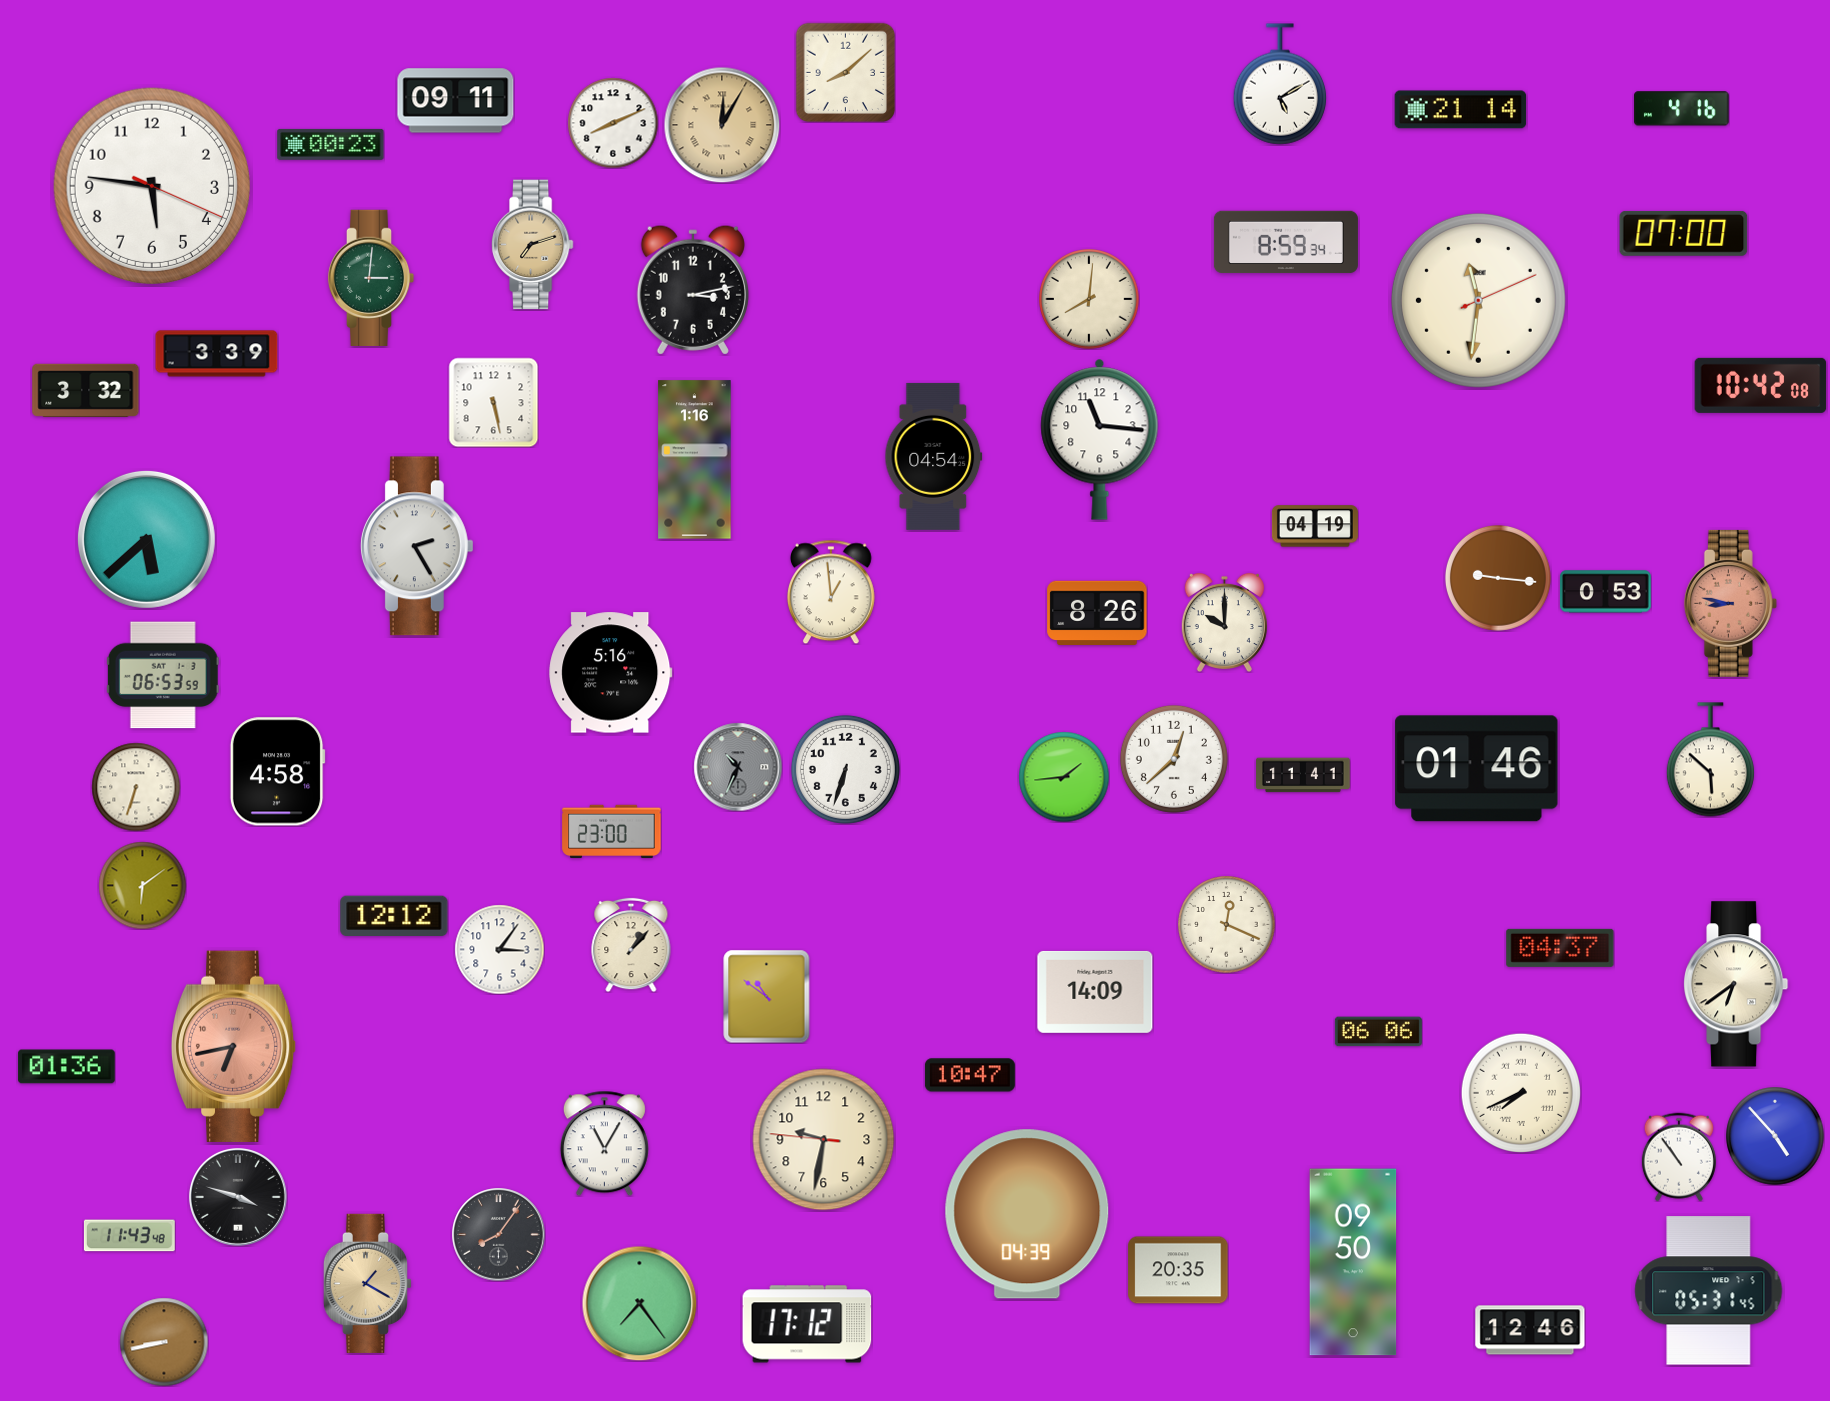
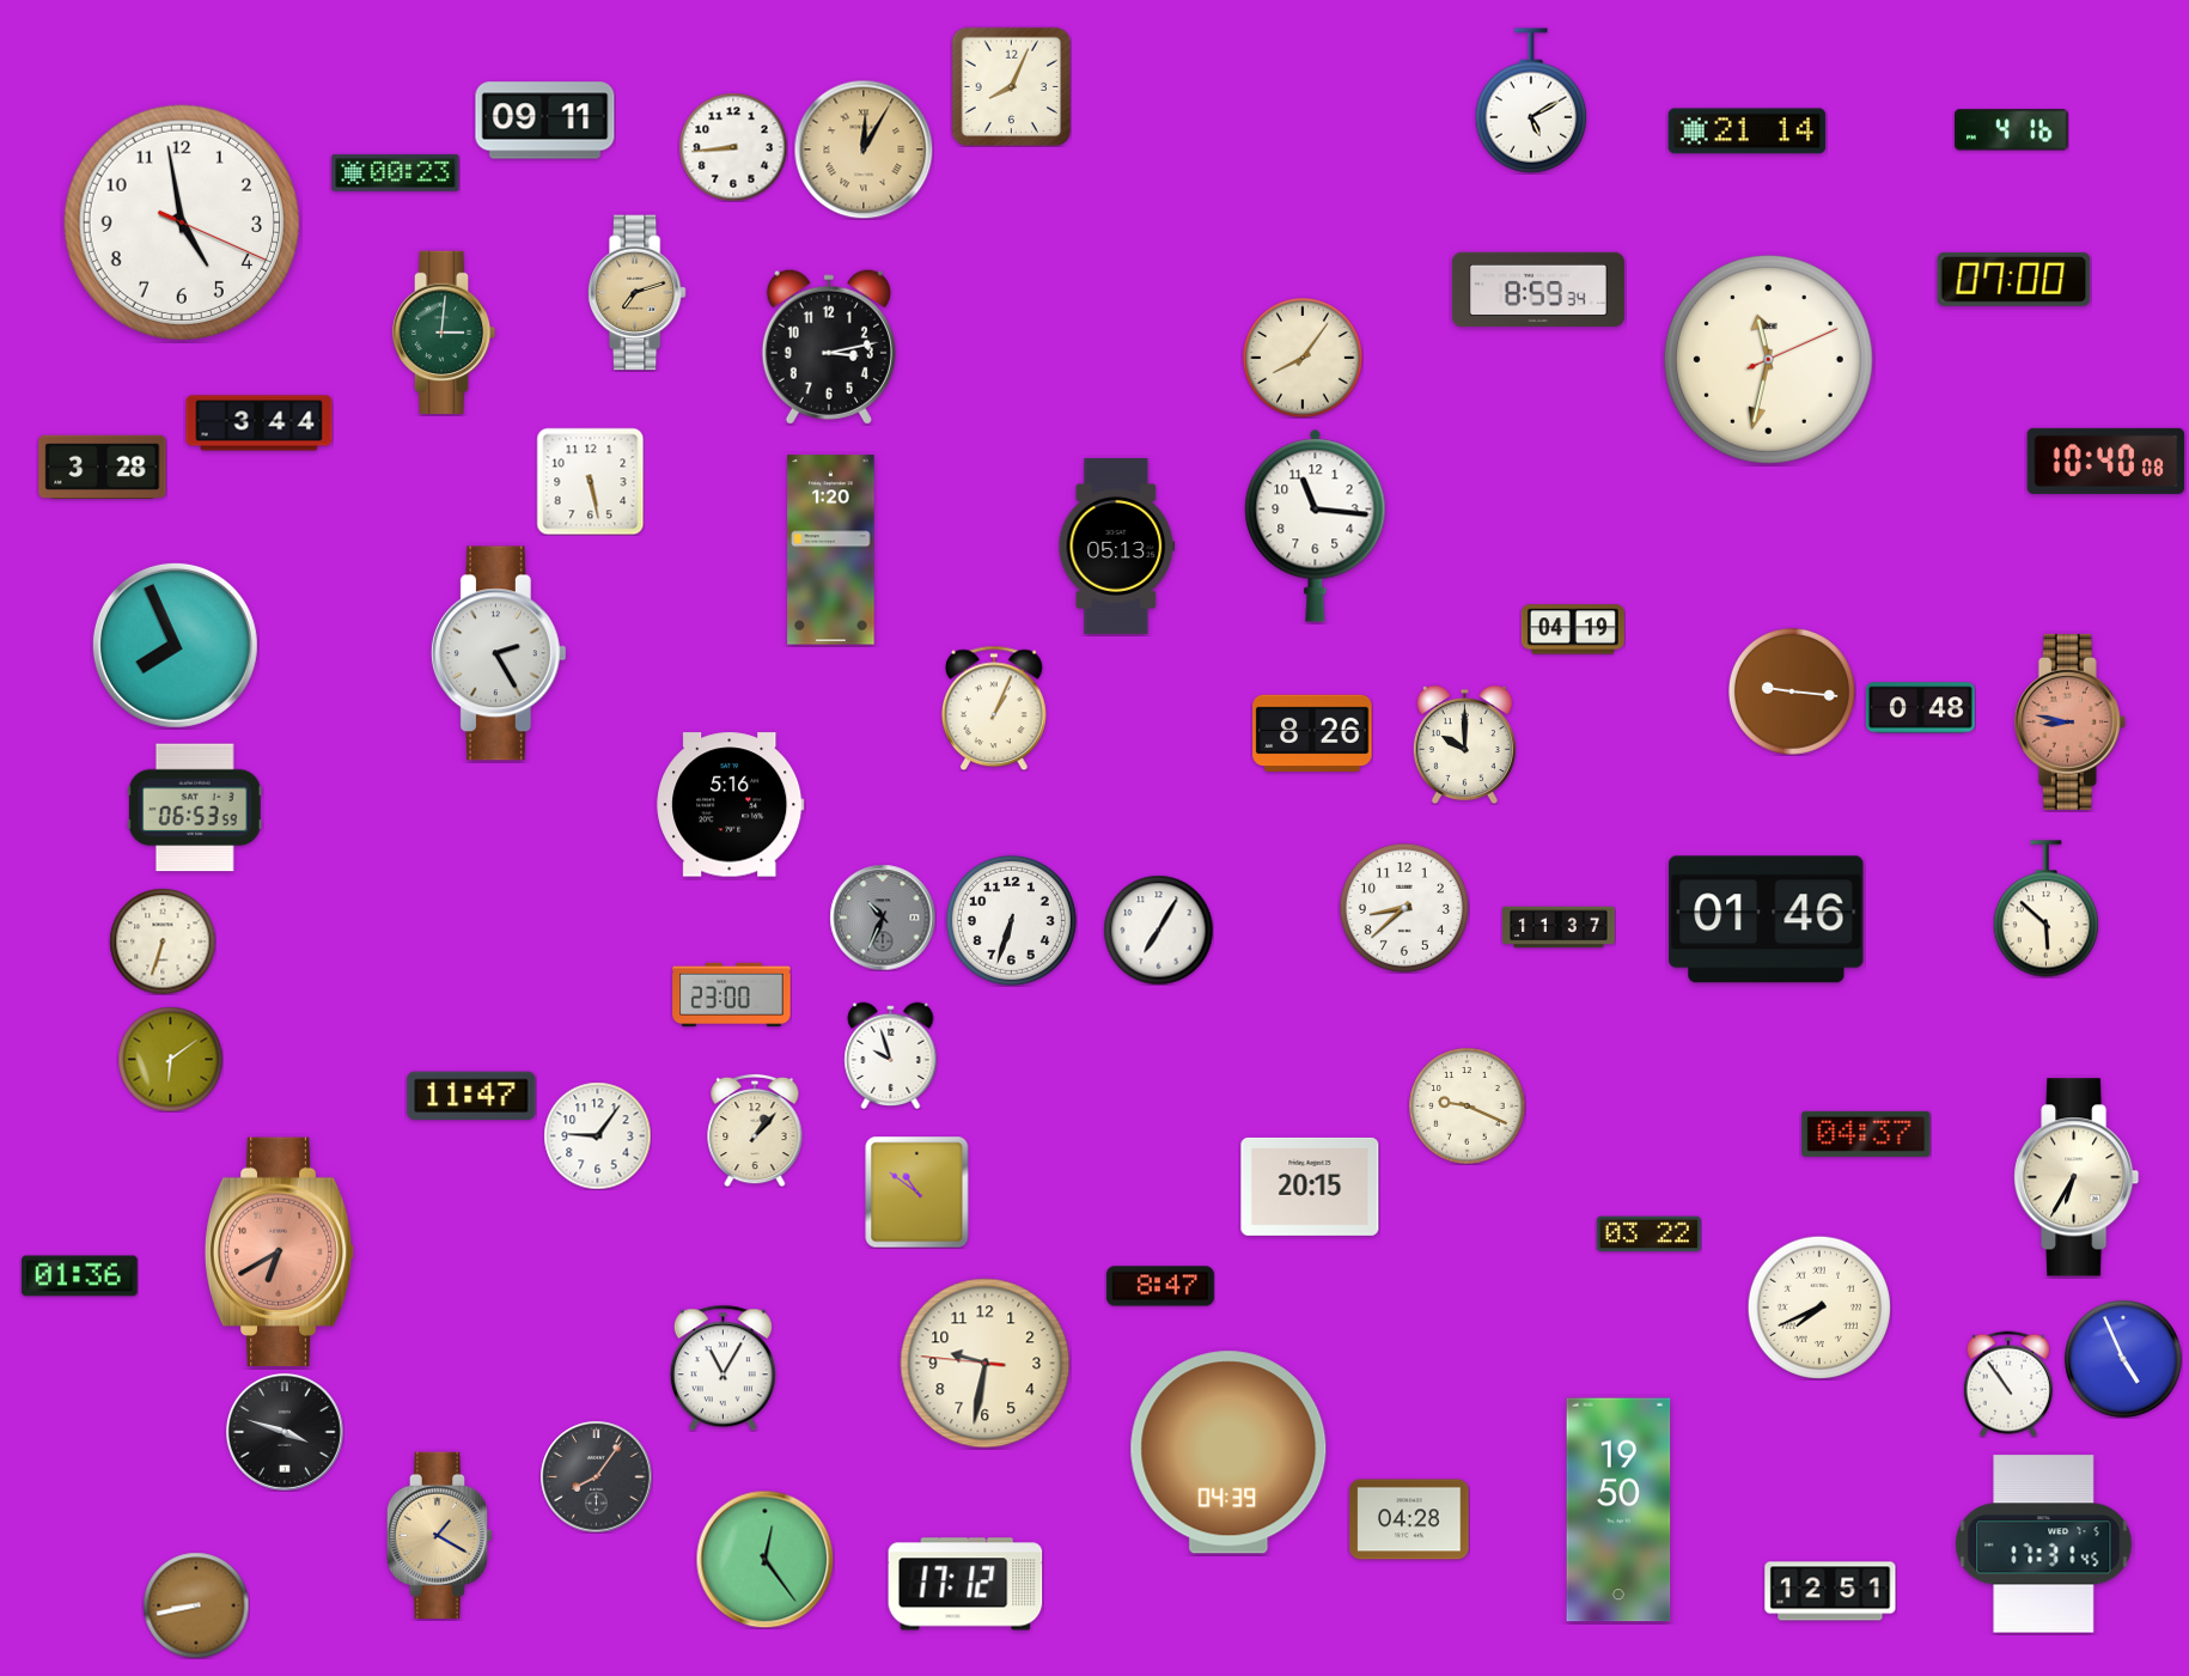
clock at (845, 72): 8:08 -> 8:04
clock at (613, 123): 8:11 -> 8:44
clock at (152, 186): 5:46 -> 4:58
clock at (1089, 299): 8:01 -> 8:06
clock at (1478, 300): 11:31 -> 11:32
clock at (217, 354): 3:39 -> 3:44
clock at (1761, 385): 10:42 -> 10:40
clock at (86, 390): 3:32 -> 3:28
clock at (934, 456): 04:54 -> 05:13
clock at (695, 460): 1:16 -> 1:20
clock at (146, 539): 5:38 -> 7:56
clock at (831, 592): 12:59 -> 1:04
clock at (1605, 592): 0:53 -> 0:48
clock at (1174, 759): 12:38 -> 8:38
clock at (277, 772): 4:58 -> none
clock at (1303, 775): 11:41 -> 11:37
clock at (1158, 930): none -> 7:05
clock at (1064, 777): 1:44 -> none
clock at (891, 1055): none -> 9:57
clock at (394, 915): 12:12 -> 11:47
clock at (1227, 925): 12:19 -> 9:19
clock at (499, 949): 3:06 -> 9:06
clock at (1737, 984): 6:39 -> 6:35
clock at (1095, 992): 14:09 -> 20:15
clock at (1378, 1032): 06:06 -> 03:22
clock at (234, 1046): 6:43 -> 6:40
clock at (970, 1075): 10:47 -> 8:47
clock at (1775, 1136): 4:53 -> 4:56
clock at (129, 1236): 11:43 -> none
clock at (1353, 1262): 09:50 -> 19:50
clock at (1178, 1270): 20:35 -> 04:28
clock at (1709, 1291): 05:31 -> 17:31
clock at (639, 1303): 7:24 -> 12:24
clock at (1530, 1330): 12:46 -> 12:51
